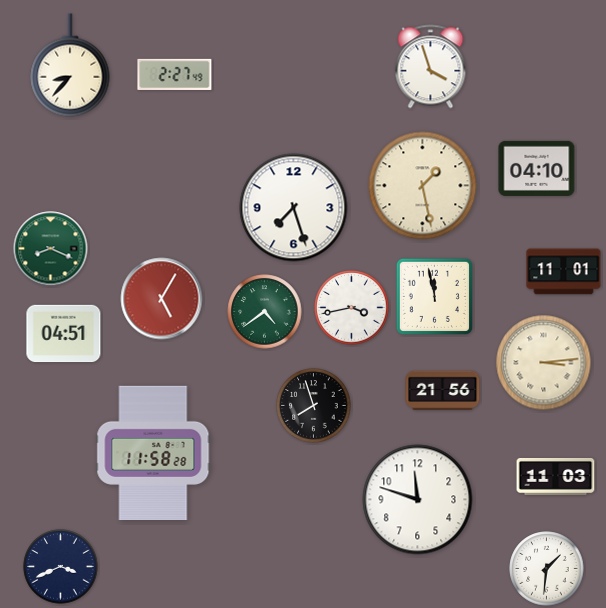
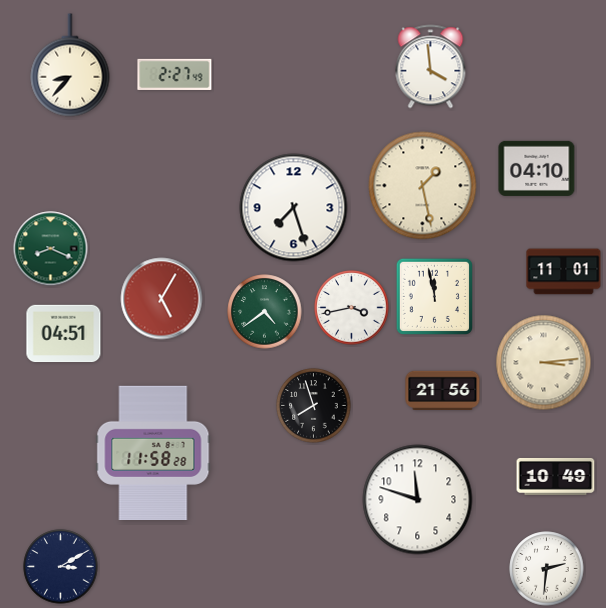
clock at (431, 67): 3:57 -> 3:59
clock at (556, 476): 11:03 -> 10:49
clock at (61, 567): 3:41 -> 3:10
clock at (547, 569): 1:31 -> 2:31
